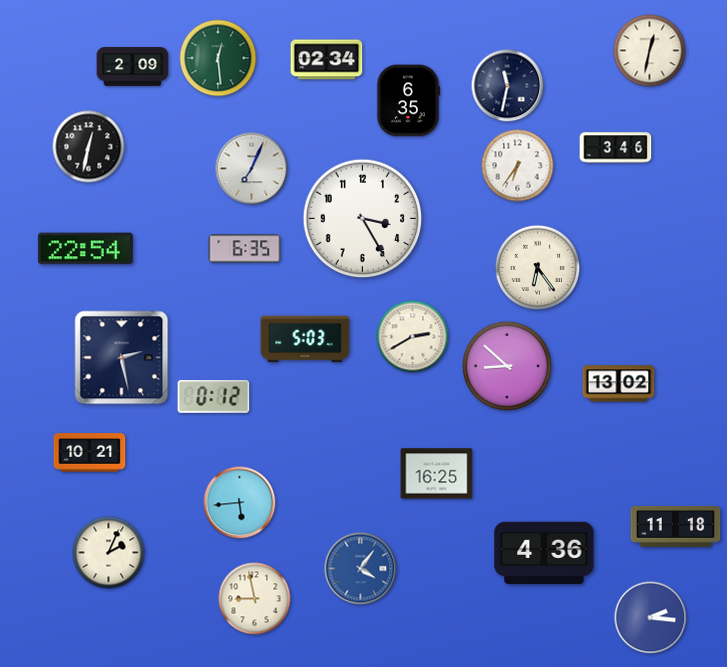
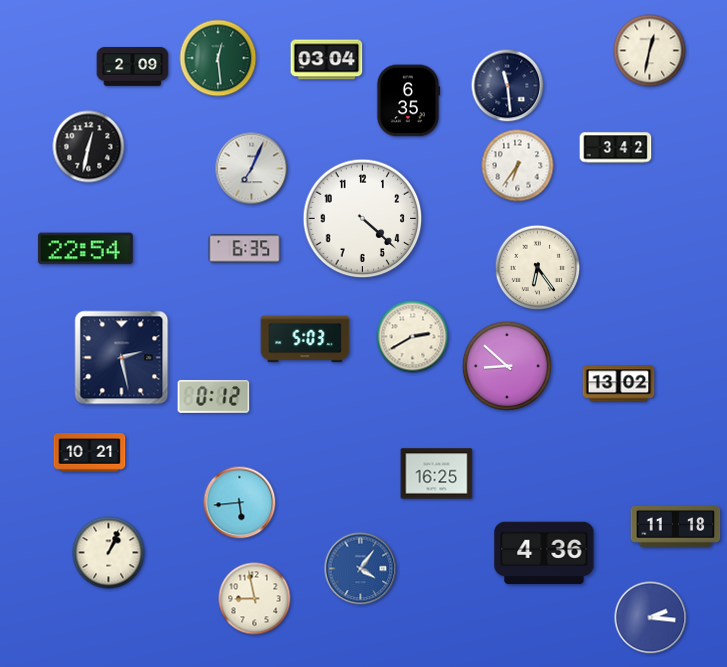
clock at (327, 60): 02:34 -> 03:04
clock at (508, 86): 11:32 -> 11:29
clock at (616, 148): 3:46 -> 3:42
clock at (363, 219): 3:25 -> 4:22
clock at (109, 553): 2:04 -> 1:04
